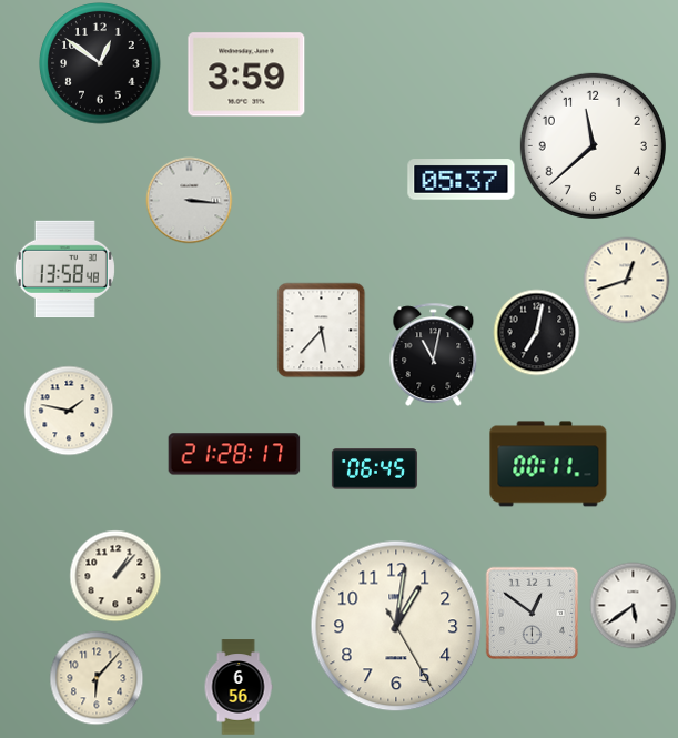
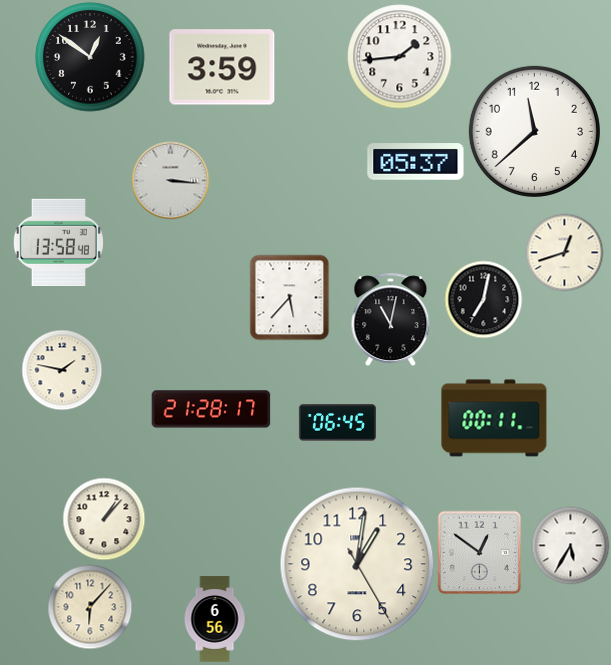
clock at (400, 57): none -> 1:44
clock at (633, 605): 5:39 -> 5:35
clock at (97, 678) position: (97, 678) -> (90, 607)
